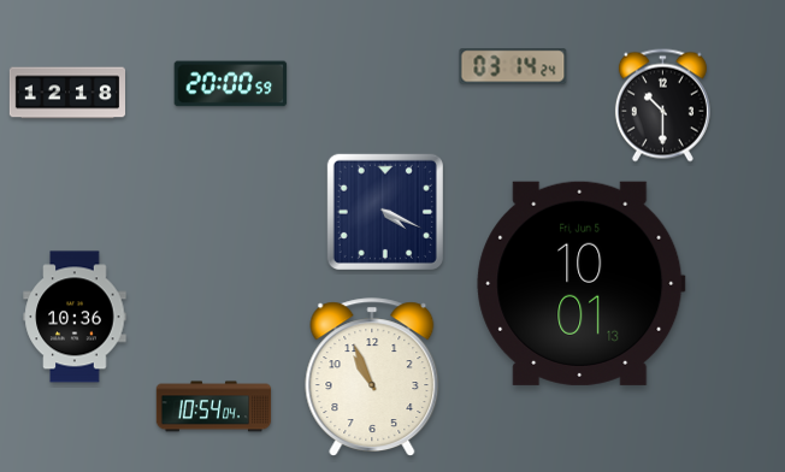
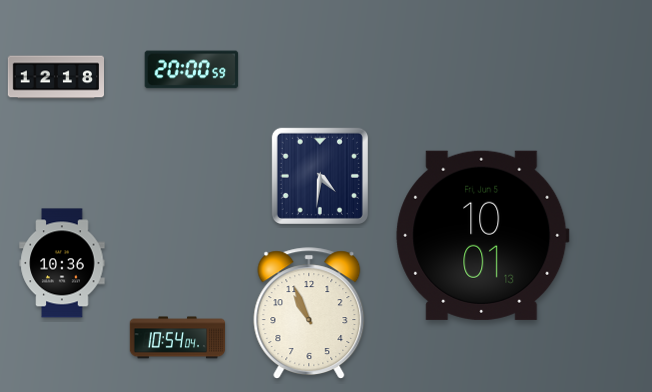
clock at (513, 66): 03:14 -> none
clock at (662, 106): 10:30 -> none
clock at (385, 212): 4:19 -> 4:31
